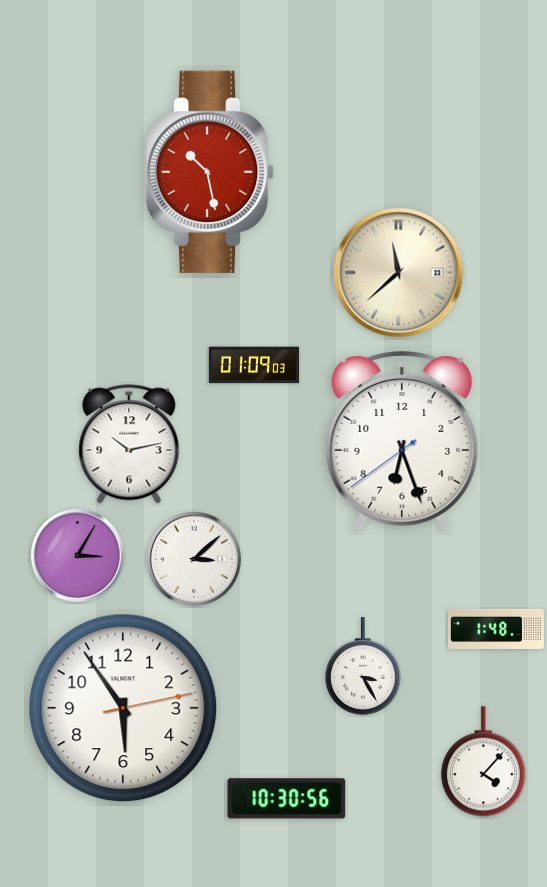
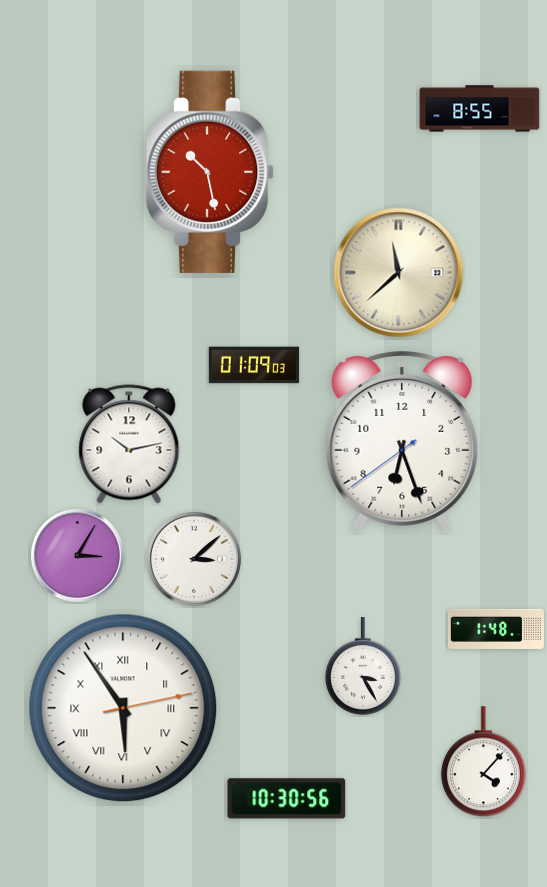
clock at (480, 109): none -> 8:55
clock at (123, 708) numerals: Arabic -> Roman
